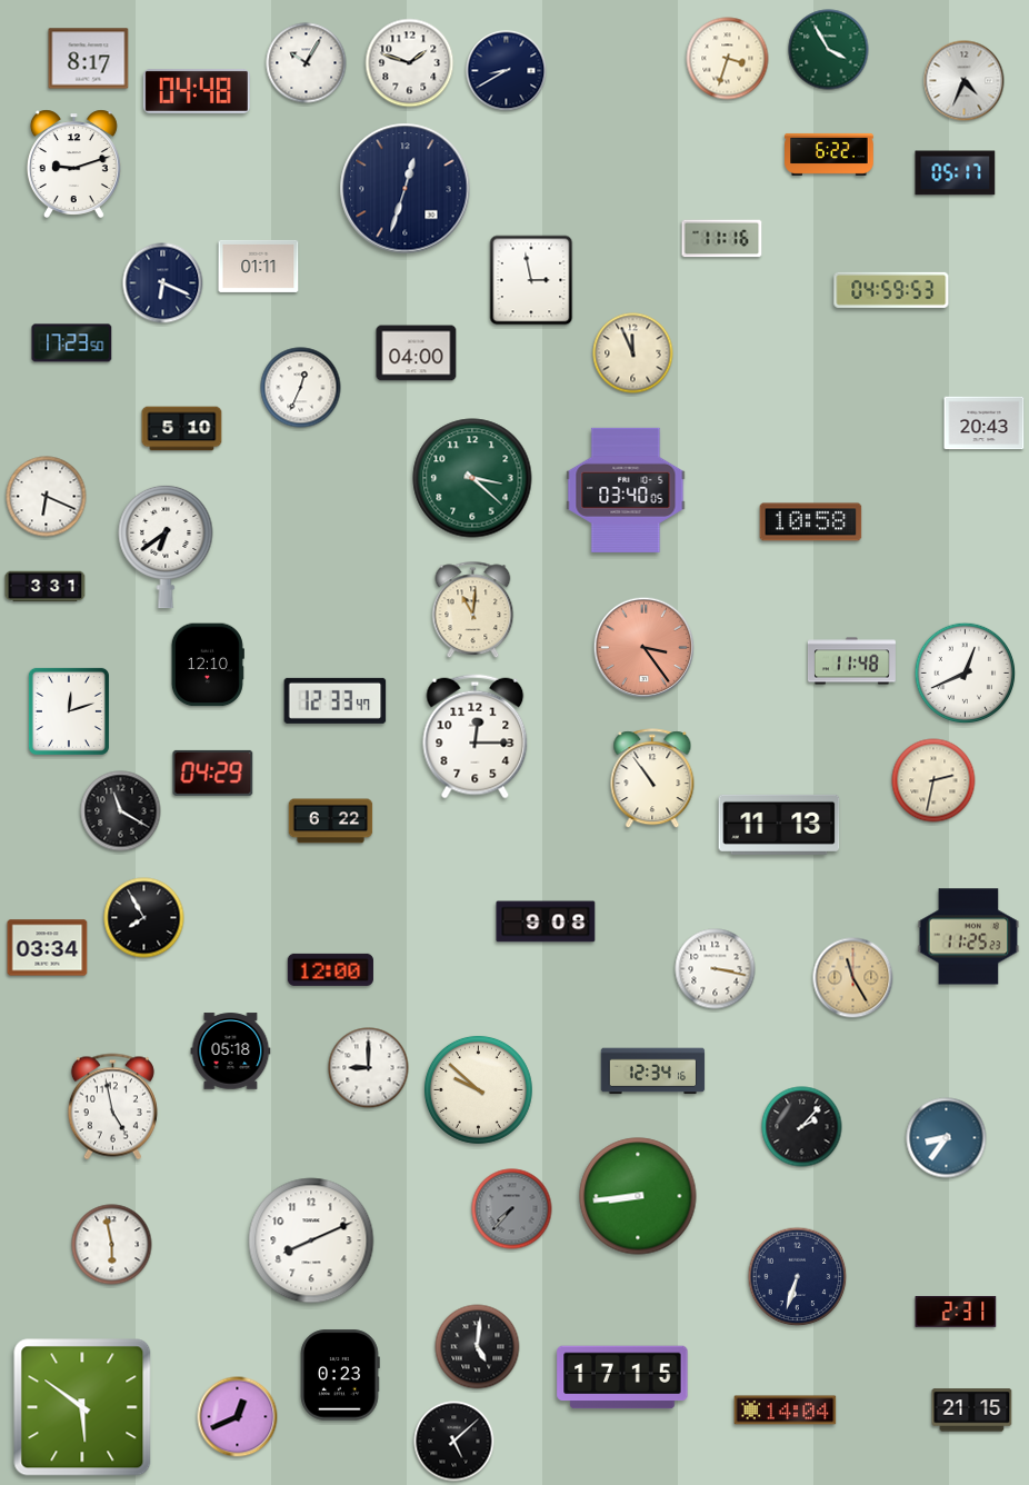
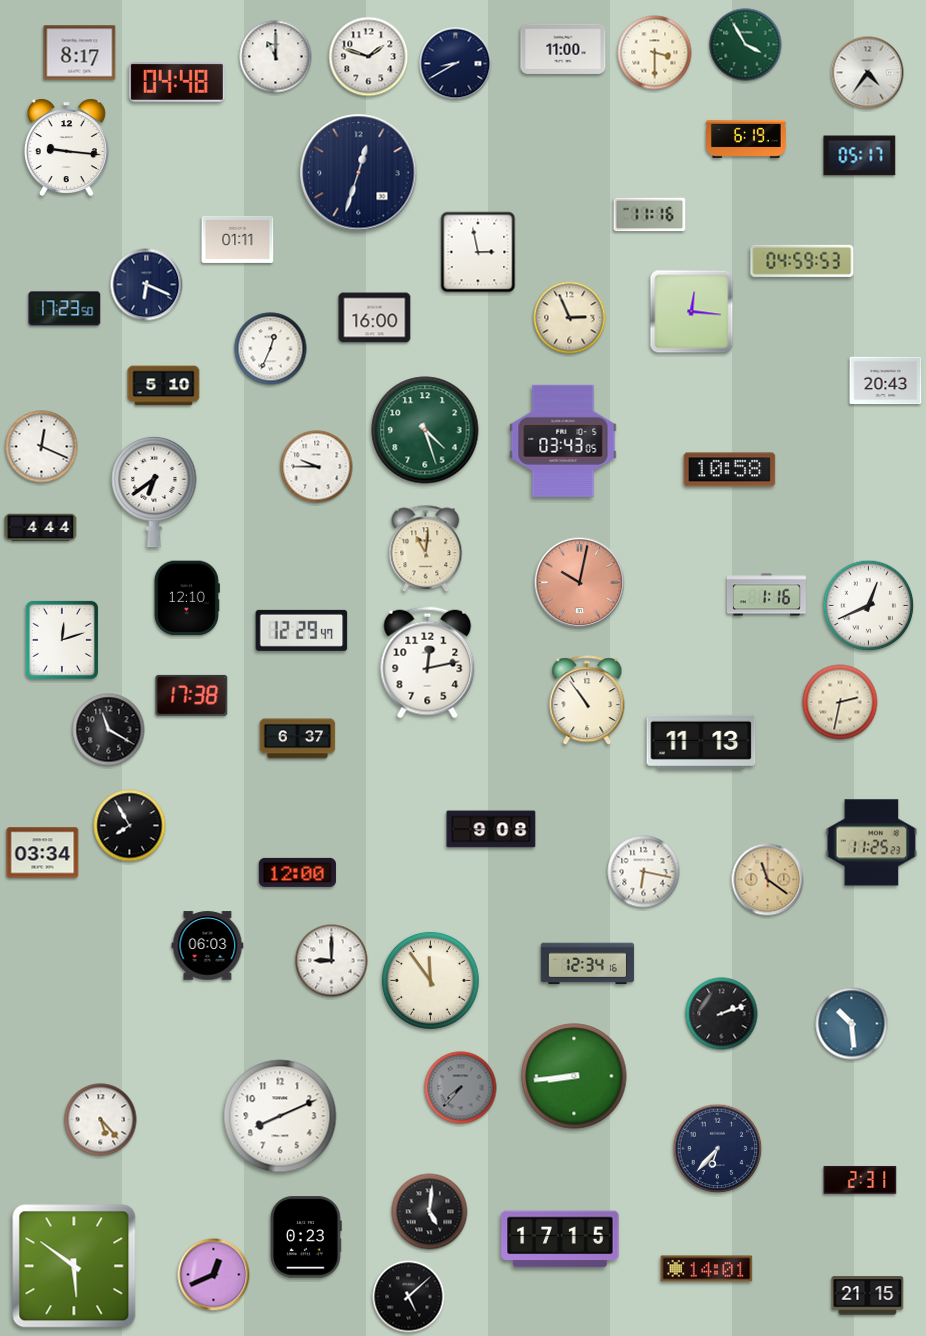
clock at (563, 49): none -> 11:00
clock at (728, 59): 3:33 -> 3:30
clock at (307, 63): 10:05 -> 11:00
clock at (965, 81): 4:34 -> 4:36
clock at (830, 155): 6:22 -> 6:19
clock at (73, 163): 9:12 -> 9:16
clock at (406, 189) position: (406, 189) -> (359, 173)
clock at (259, 266) position: (259, 266) -> (238, 239)
clock at (163, 283) position: (163, 283) -> (147, 285)
clock at (692, 312): none -> 12:16
clock at (417, 353): 04:00 -> 16:00
clock at (633, 353): 11:56 -> 2:56
clock at (472, 478): 3:22 -> 4:27
clock at (626, 490): 03:40 -> 03:43
clock at (47, 497): 6:19 -> 12:19
clock at (317, 467): none -> 9:45
clock at (166, 547) position: (166, 547) -> (154, 492)
clock at (46, 587): 3:31 -> 4:44
clock at (645, 648): 3:24 -> 10:02
clock at (851, 661): 11:48 -> 1:16
clock at (336, 700): 12:33 -> 12:29
clock at (476, 737): 12:15 -> 12:13
clock at (213, 773): 04:29 -> 17:38
clock at (331, 821): 6:22 -> 6:37
clock at (716, 969): 3:17 -> 6:17
clock at (853, 978): 11:25 -> 11:21
clock at (231, 1052): 05:18 -> 06:03
clock at (478, 1089): 9:52 -> 11:54
clock at (112, 1107): 4:58 -> none
clock at (802, 1127): 2:07 -> 2:12
clock at (947, 1138): 8:36 -> 10:29
clock at (112, 1245): 5:58 -> 5:23
clock at (798, 1277): 6:33 -> 6:37
clock at (786, 1411): 14:04 -> 14:01
clock at (972, 1411) position: (972, 1411) -> (868, 1296)
